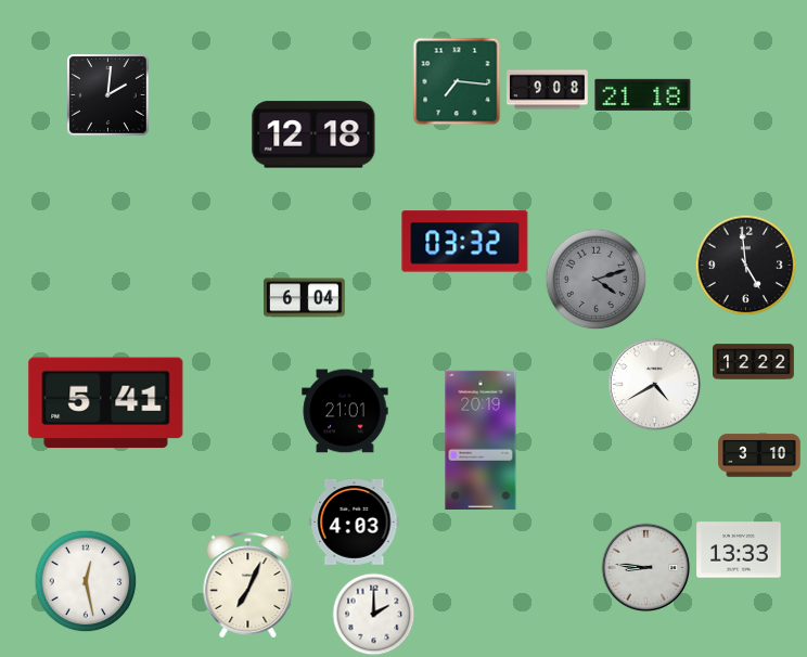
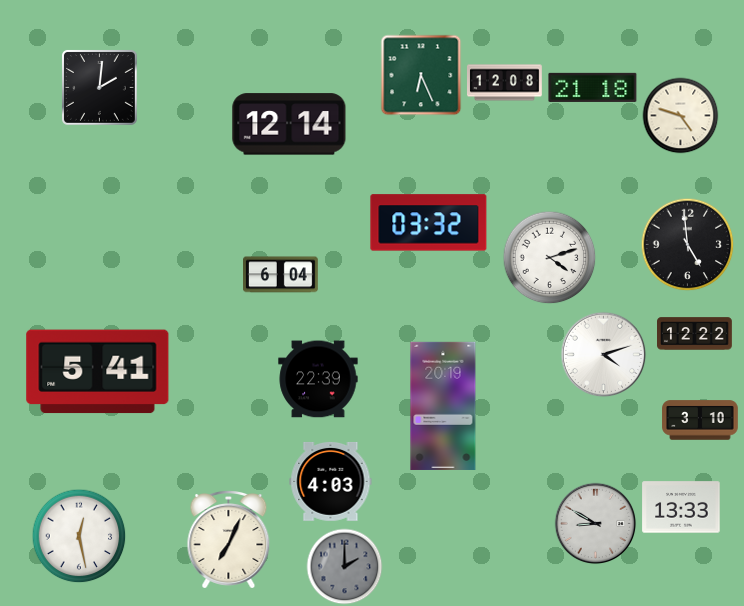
clock at (457, 81): 7:16 -> 6:26
clock at (548, 90): 9:08 -> 12:08
clock at (681, 116): none -> 4:48
clock at (313, 134): 12:18 -> 12:14
clock at (597, 280) dial: grey -> white
clock at (655, 385): 4:40 -> 4:12
clock at (345, 411): 21:01 -> 22:39
clock at (355, 521) position: (355, 521) -> (331, 481)
clock at (646, 568): 8:46 -> 8:50
clock at (374, 615) dial: white -> grey
